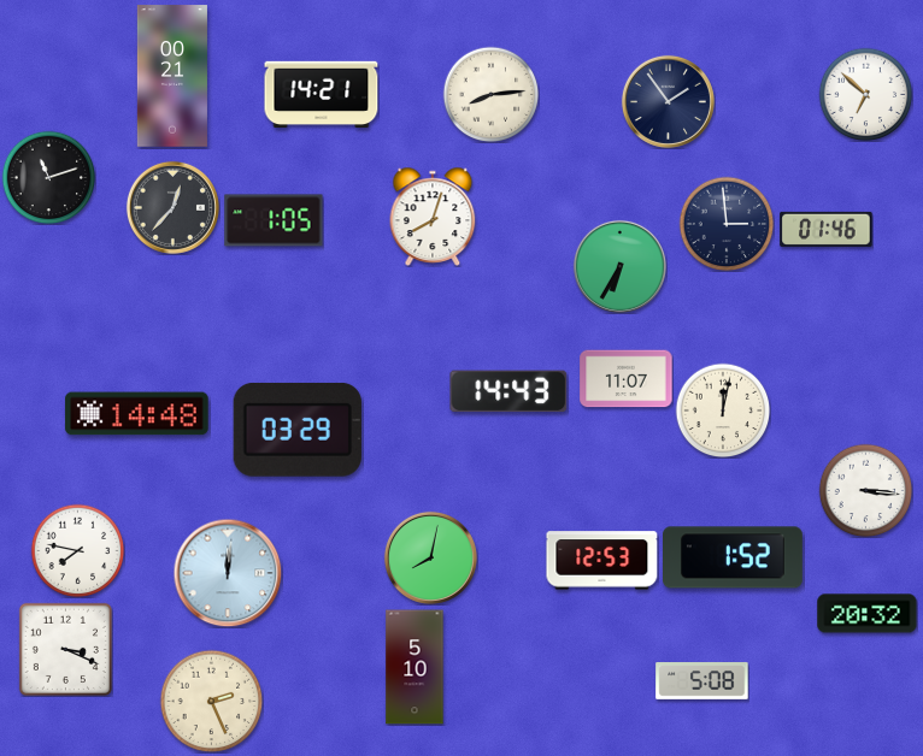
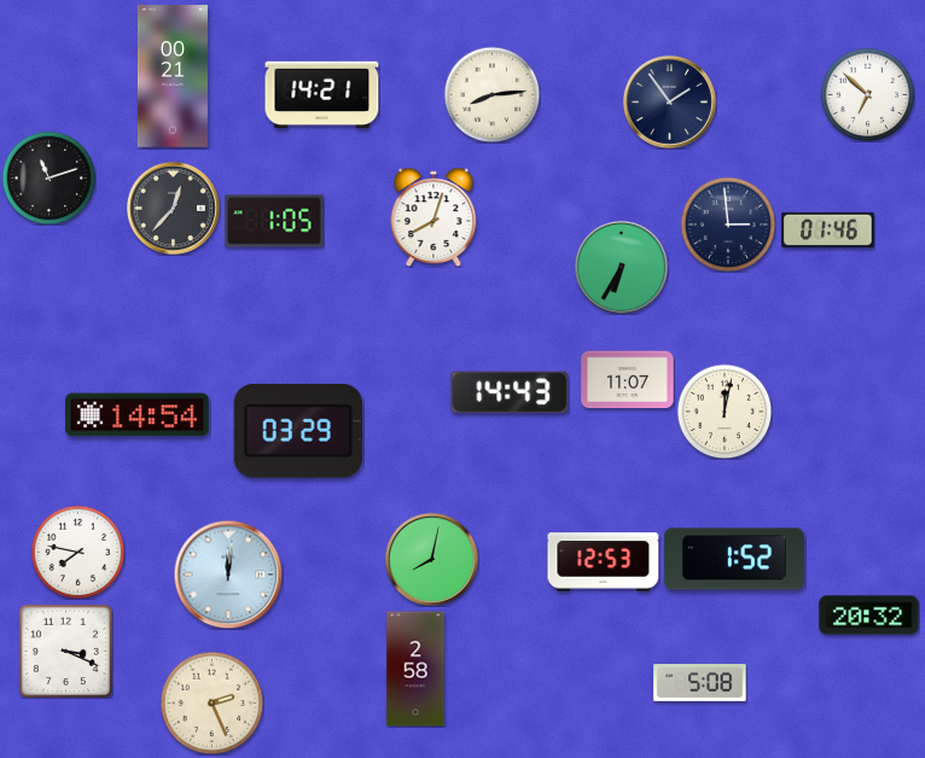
clock at (137, 414): 14:48 -> 14:54
clock at (865, 490): 3:16 -> none
clock at (415, 667): 5:10 -> 2:58
clock at (702, 681) position: (702, 681) -> (700, 683)
